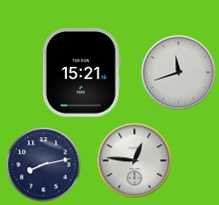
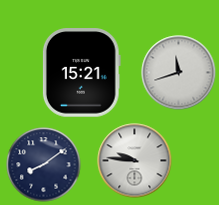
clock at (135, 161): 12:46 -> 9:46
clock at (44, 165): 8:13 -> 8:09
